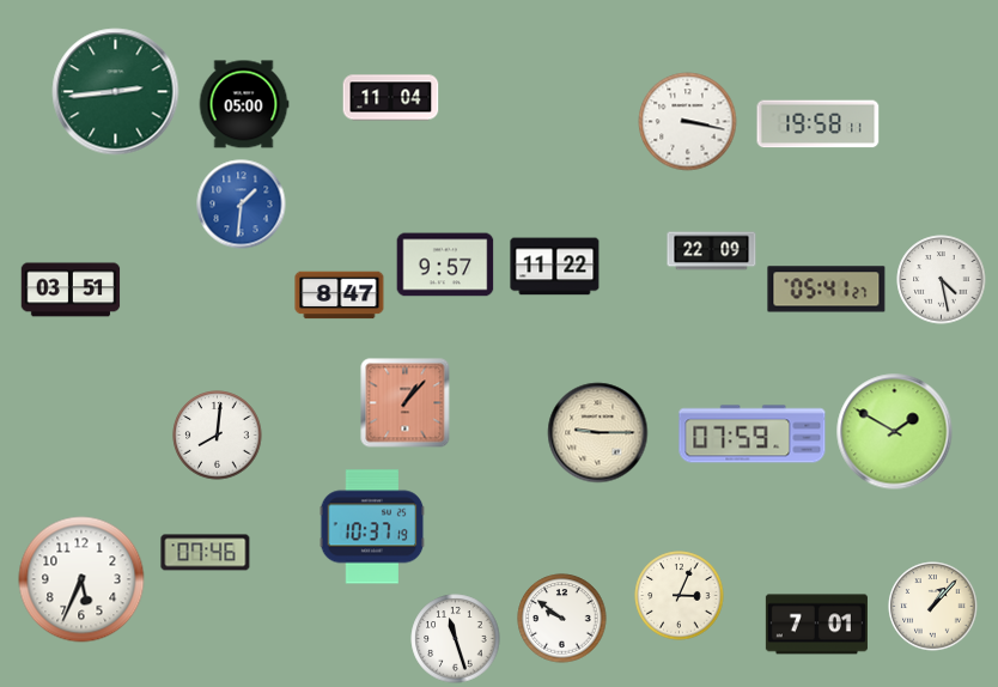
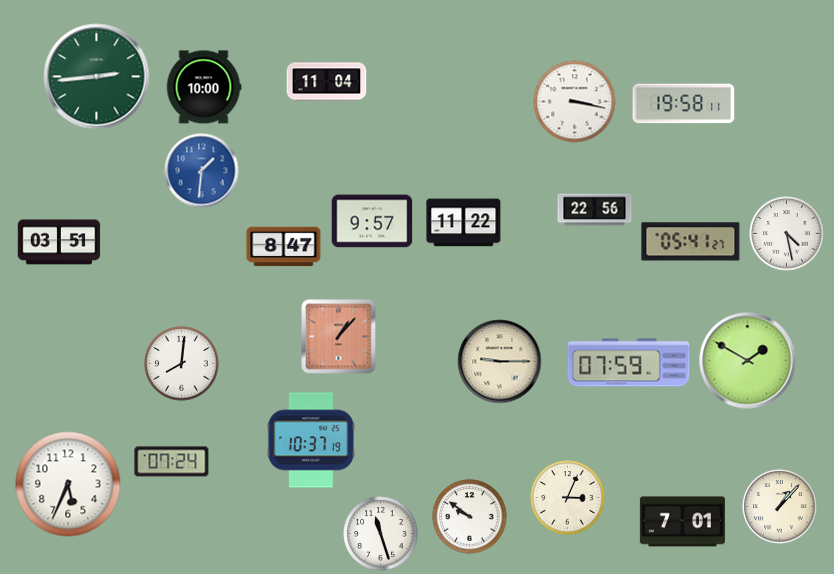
clock at (244, 104): 05:00 -> 10:00
clock at (712, 251): 22:09 -> 22:56
clock at (206, 553): 07:46 -> 07:24
